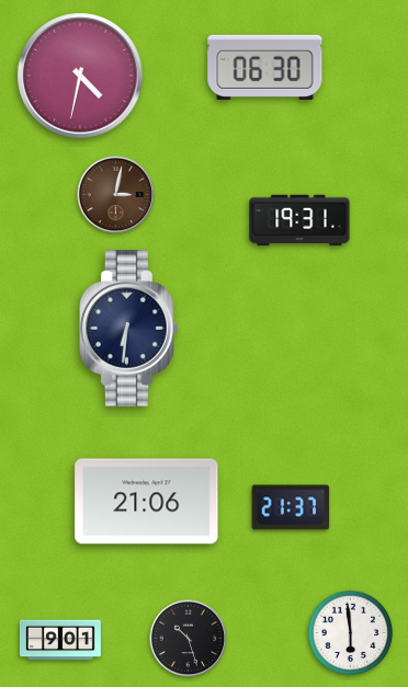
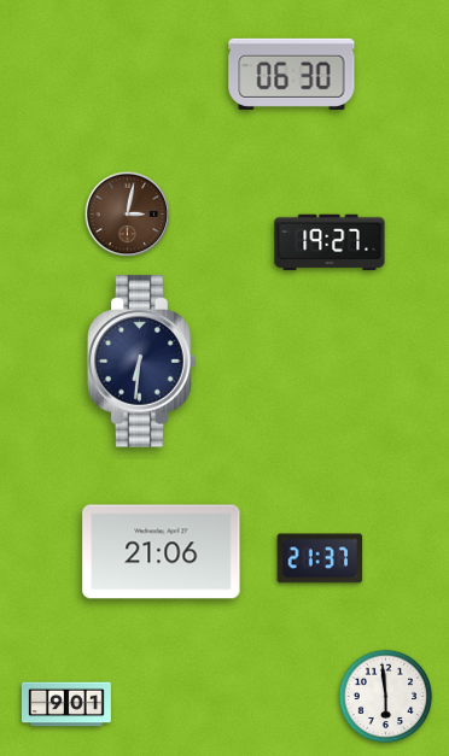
clock at (80, 76): 4:32 -> none
clock at (299, 220): 19:31 -> 19:27
clock at (189, 639): 10:27 -> none
